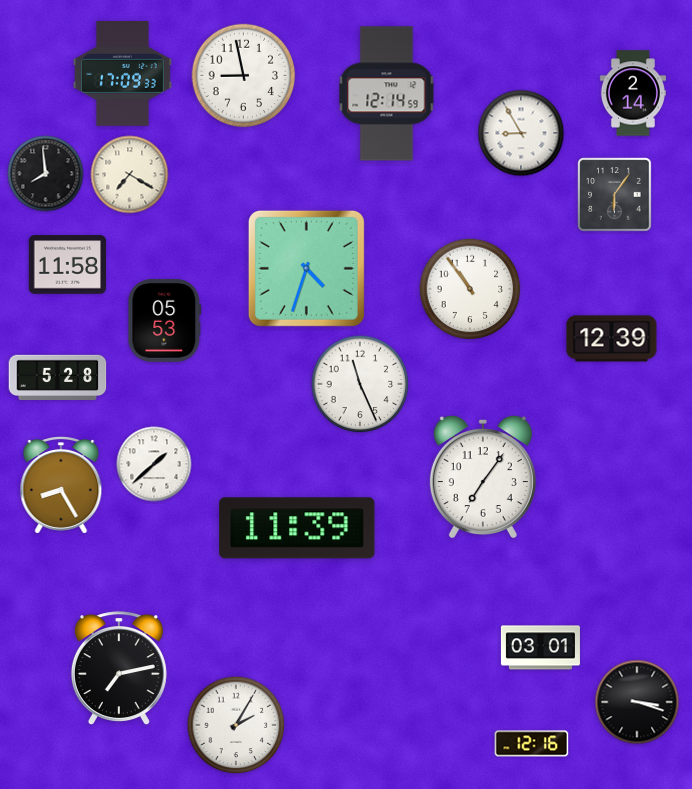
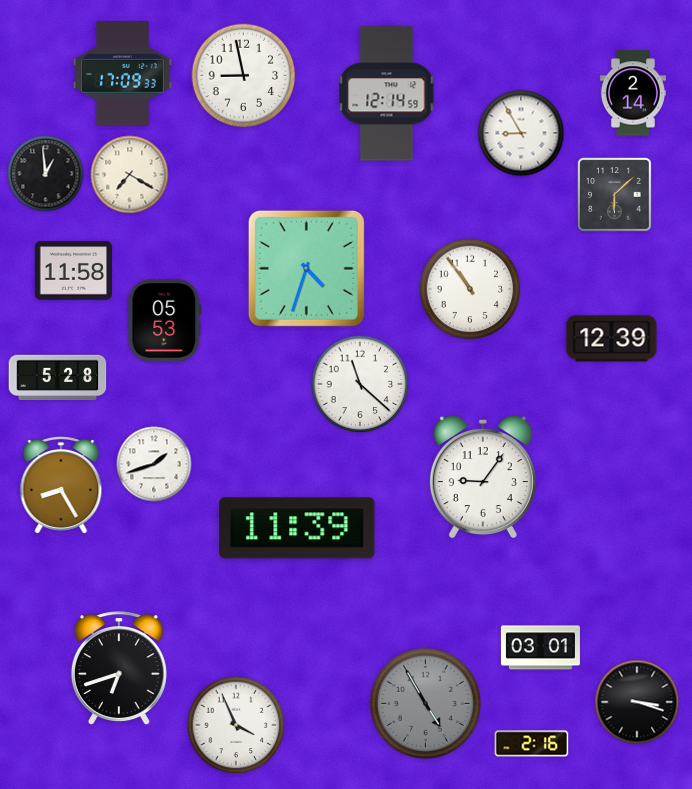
clock at (46, 174): 7:59 -> 12:59
clock at (615, 195): 6:06 -> 6:08
clock at (67, 265) position: (67, 265) -> (73, 271)
clock at (360, 384): 11:26 -> 11:22
clock at (154, 464): 1:38 -> 1:42
clock at (483, 477): 7:06 -> 9:06
clock at (119, 669): 7:13 -> 6:42
clock at (425, 703): none -> 4:55
clock at (236, 725): 2:05 -> 3:56
clock at (532, 744): 12:16 -> 2:16
